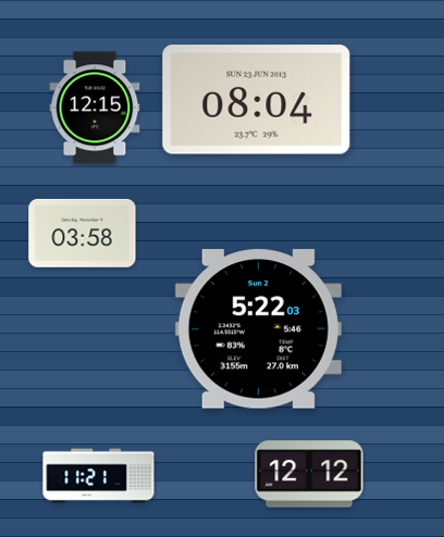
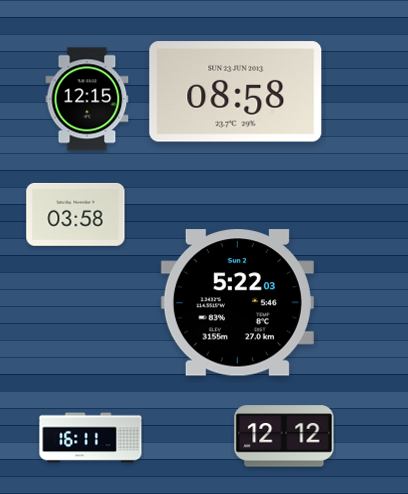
clock at (257, 100): 08:04 -> 08:58
clock at (99, 476): 11:21 -> 16:11
